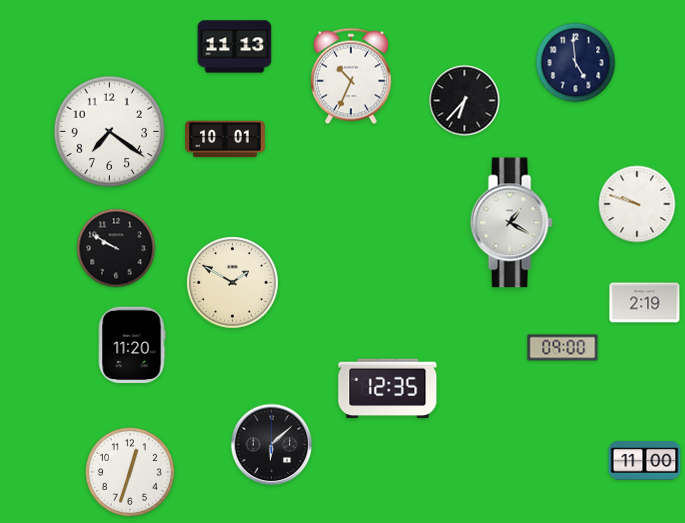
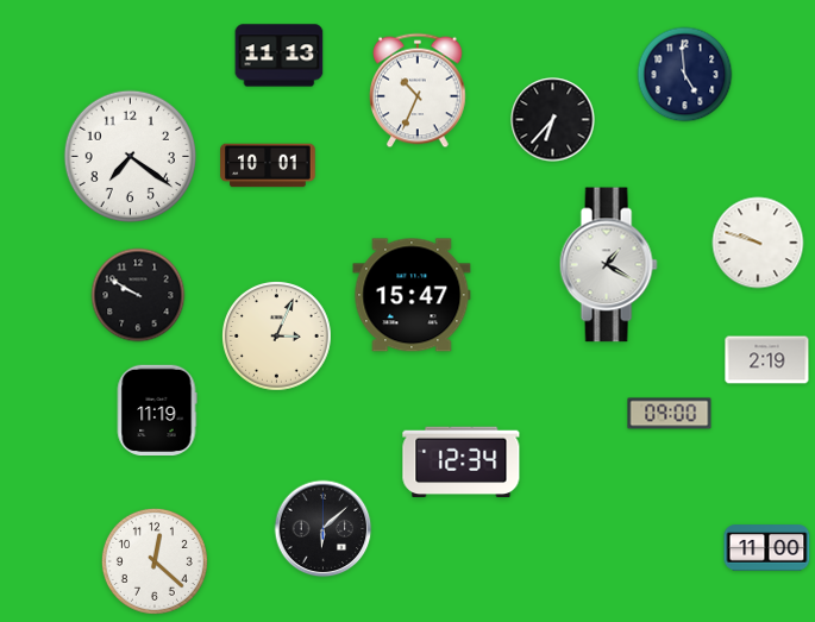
clock at (412, 295): none -> 15:47
clock at (233, 283): 1:50 -> 3:04
clock at (132, 345): 11:20 -> 11:19
clock at (388, 389): 12:35 -> 12:34
clock at (130, 472): 12:33 -> 12:22
